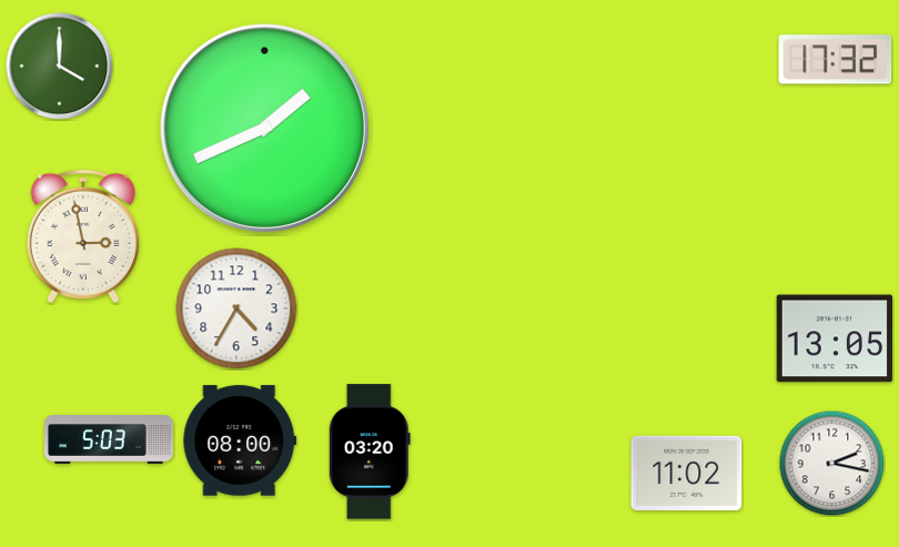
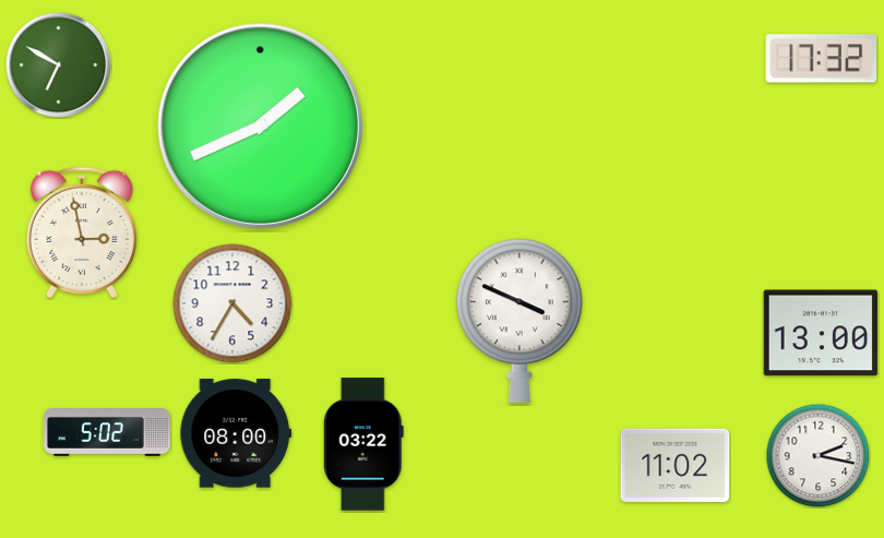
clock at (60, 67): 4:00 -> 6:50
clock at (519, 321): none -> 3:49
clock at (835, 338): 13:05 -> 13:00
clock at (110, 440): 5:03 -> 5:02
clock at (370, 452): 03:20 -> 03:22
